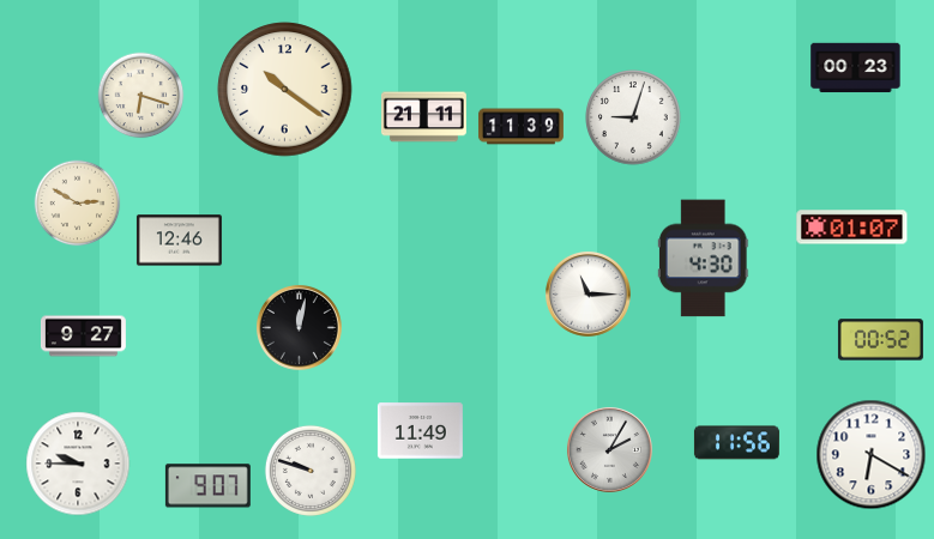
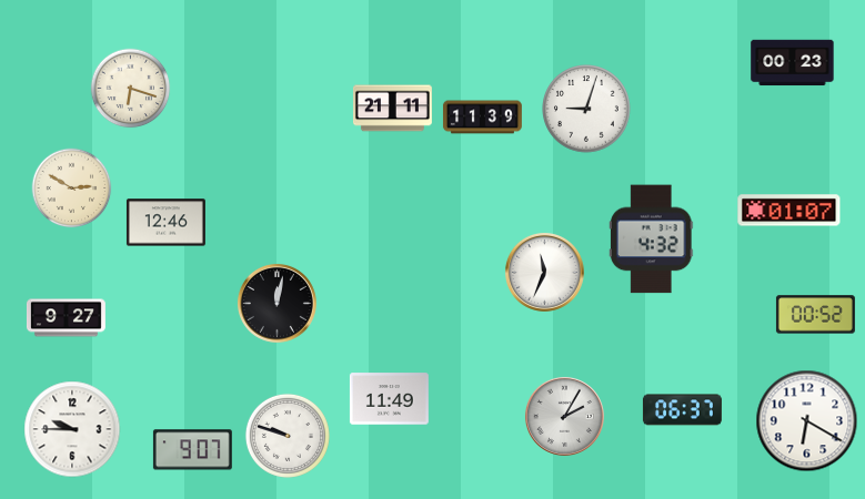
clock at (285, 90): 10:21 -> none
clock at (703, 259): 4:30 -> 4:32
clock at (587, 293): 11:15 -> 11:34
clock at (83, 337) position: (83, 337) -> (66, 318)
clock at (736, 443): 11:56 -> 06:37
